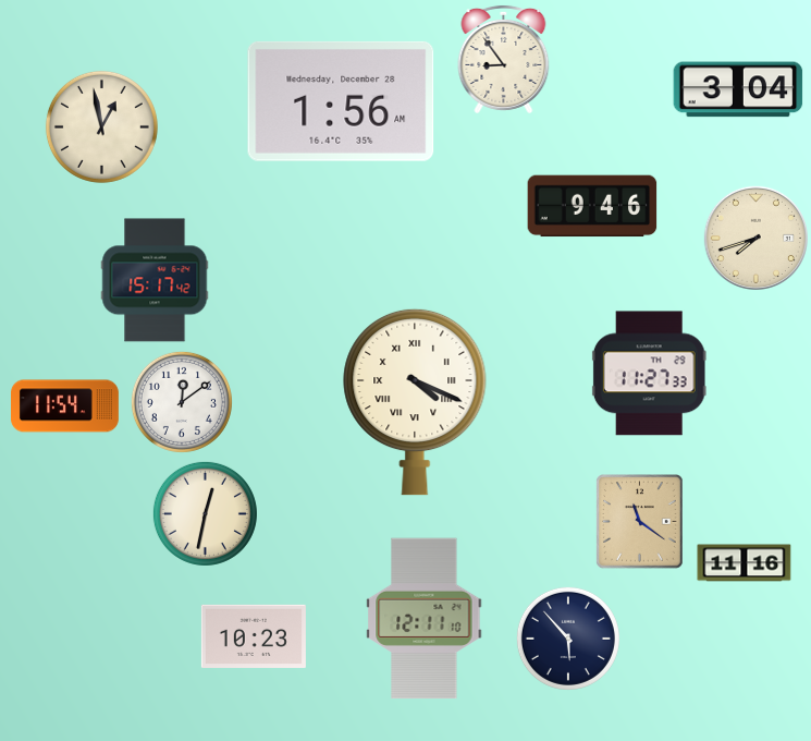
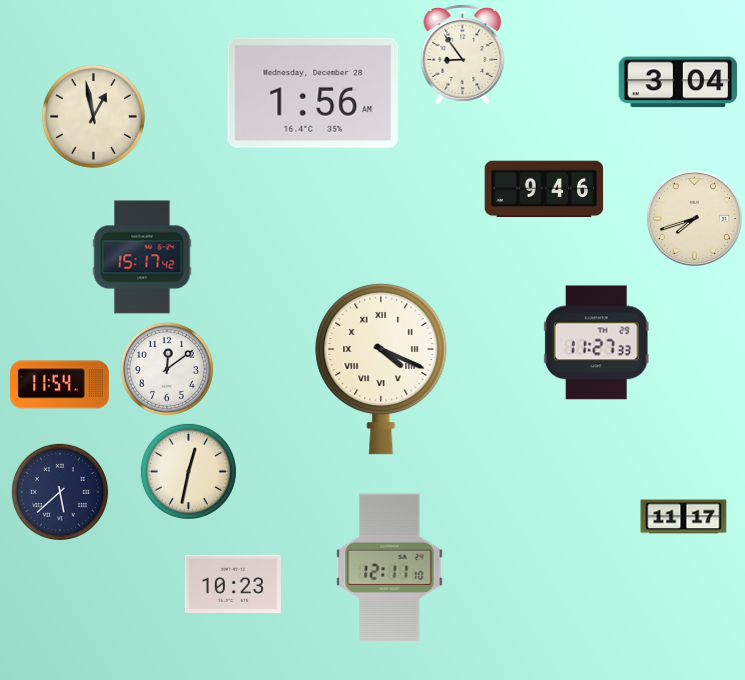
clock at (65, 406) position: (65, 406) -> (60, 385)
clock at (640, 522): 11:21 -> none
clock at (60, 492): none -> 5:38
clock at (745, 563): 11:16 -> 11:17
clock at (568, 639): 5:53 -> none
